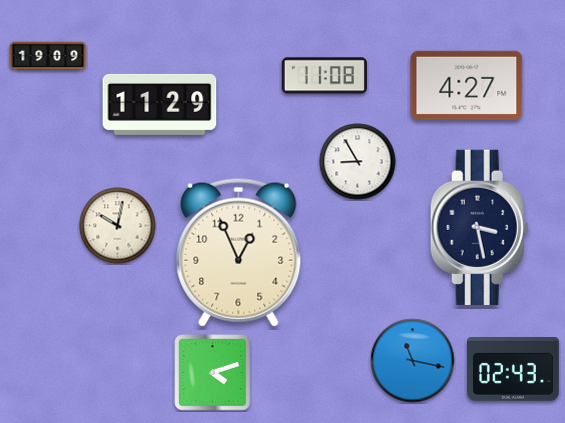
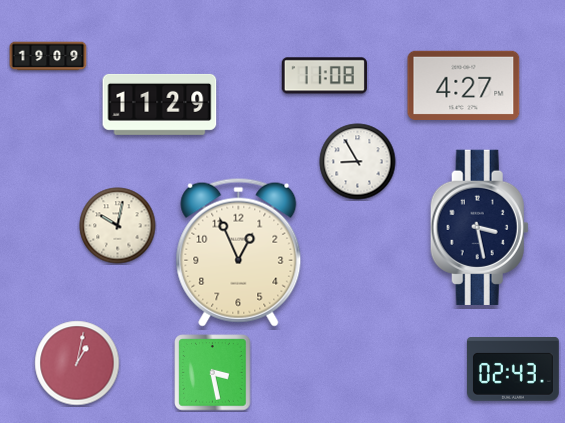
clock at (467, 85) position: (467, 85) -> (464, 85)
clock at (413, 361): 11:17 -> none
clock at (77, 363): none -> 1:02
clock at (213, 373): 4:12 -> 3:28
